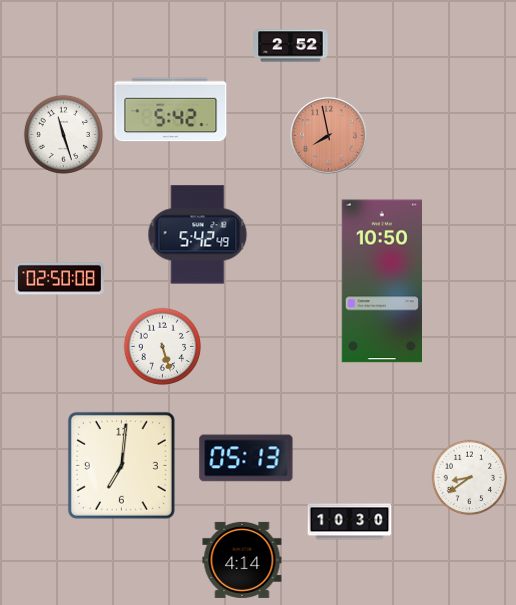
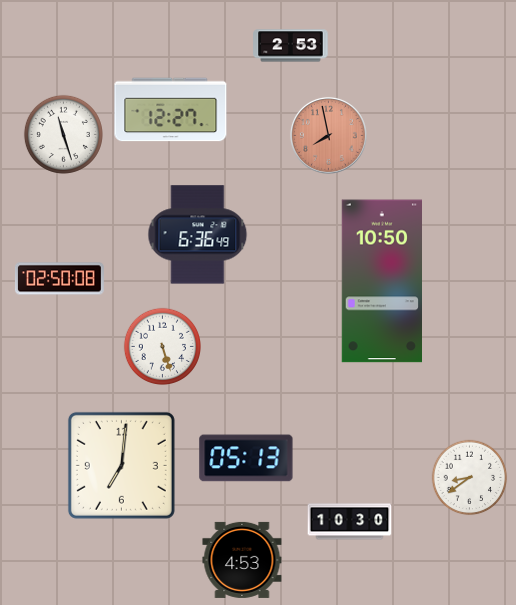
clock at (291, 46): 2:52 -> 2:53
clock at (171, 110): 5:42 -> 12:27
clock at (198, 235): 5:42 -> 6:36
clock at (242, 560): 4:14 -> 4:53
